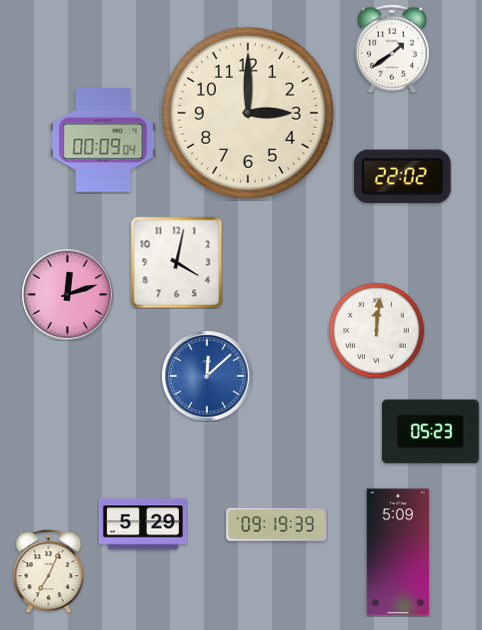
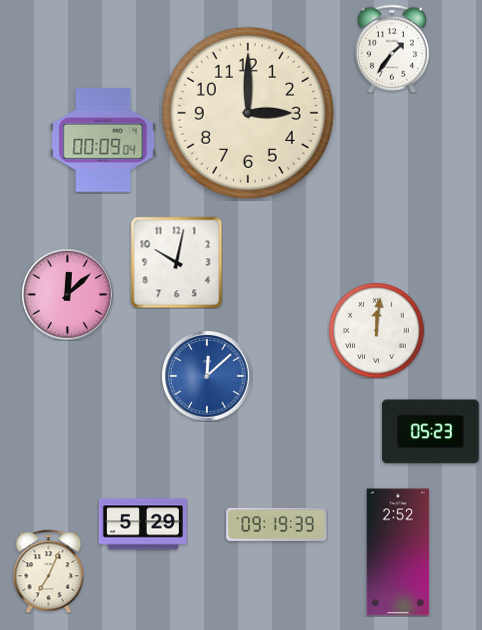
clock at (392, 49): 1:39 -> 1:36
clock at (402, 176): 22:02 -> none
clock at (176, 262): 4:02 -> 10:02
clock at (67, 294): 12:12 -> 12:08
clock at (398, 552): 5:09 -> 2:52
